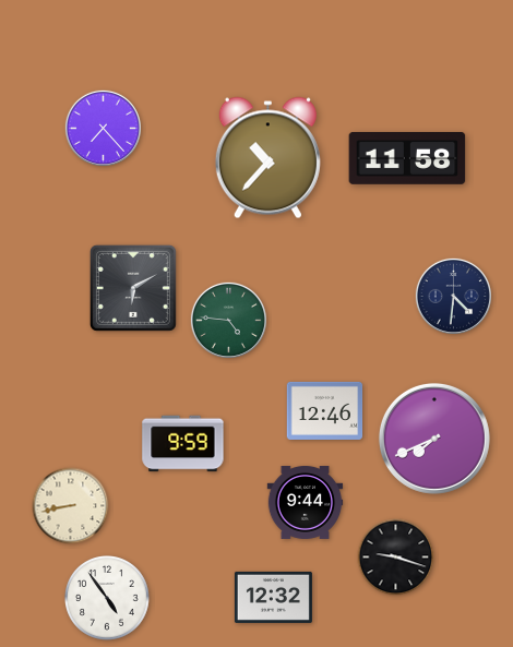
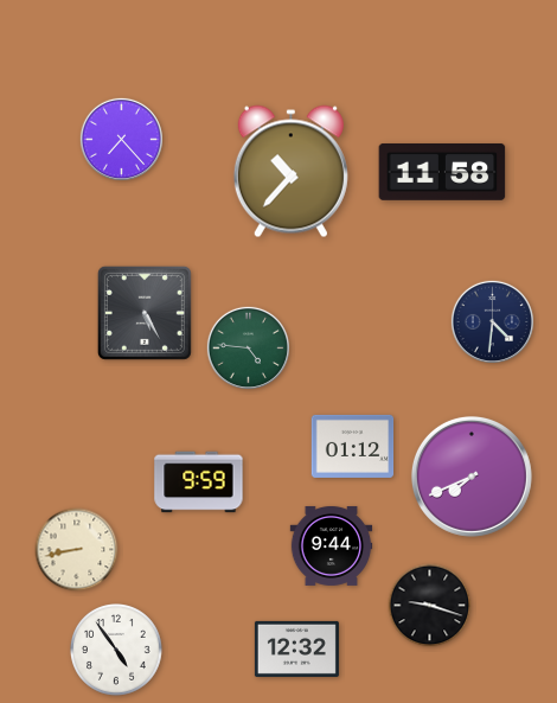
clock at (103, 128) position: (103, 128) -> (121, 139)
clock at (133, 288): 6:10 -> 5:25
clock at (325, 410): 12:46 -> 01:12
